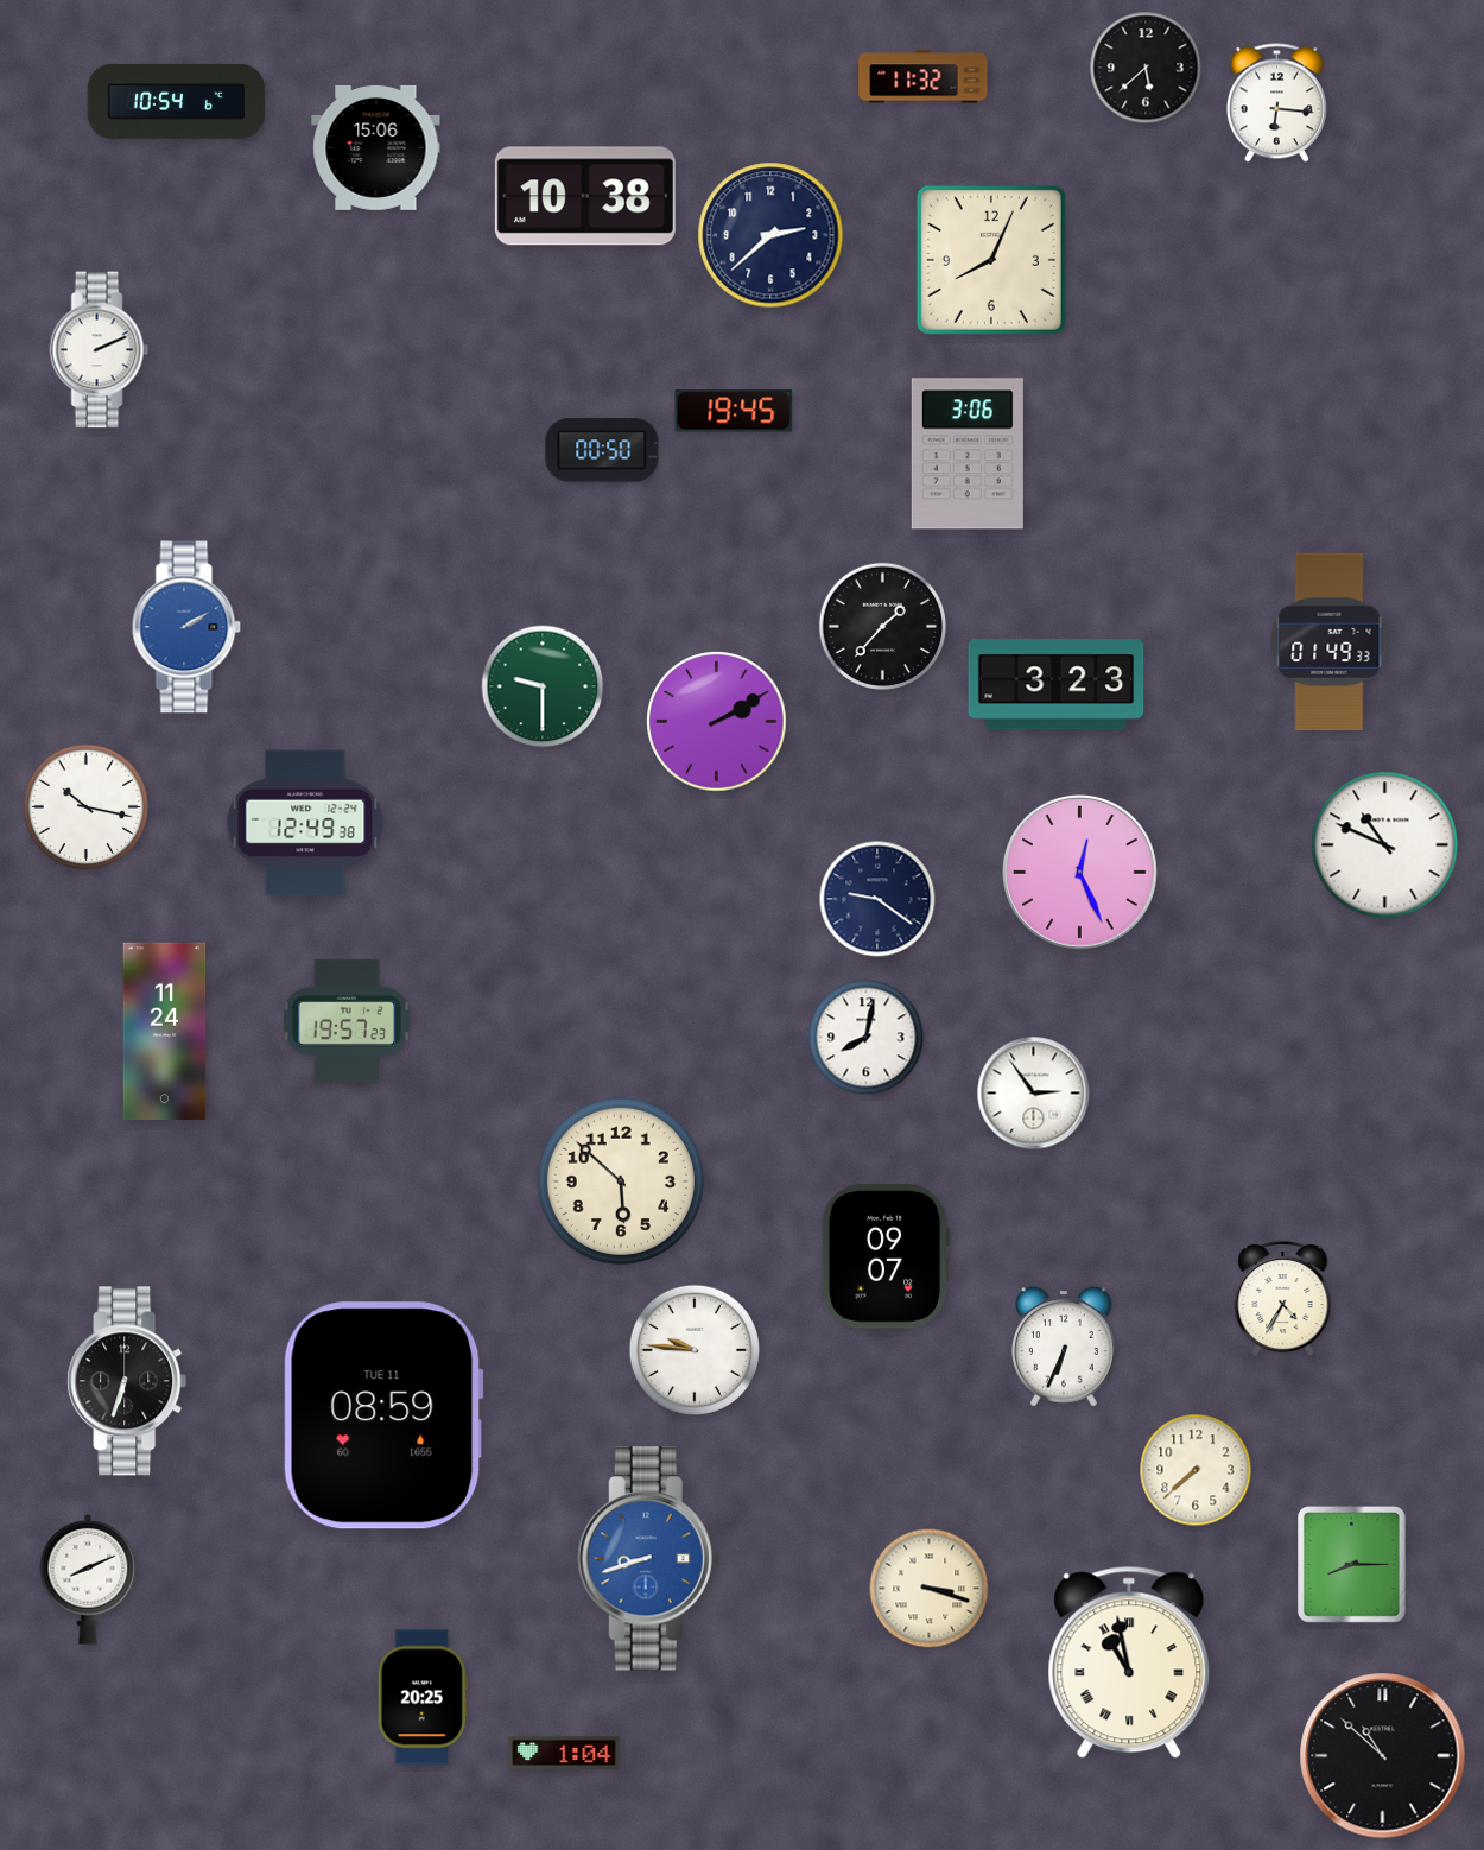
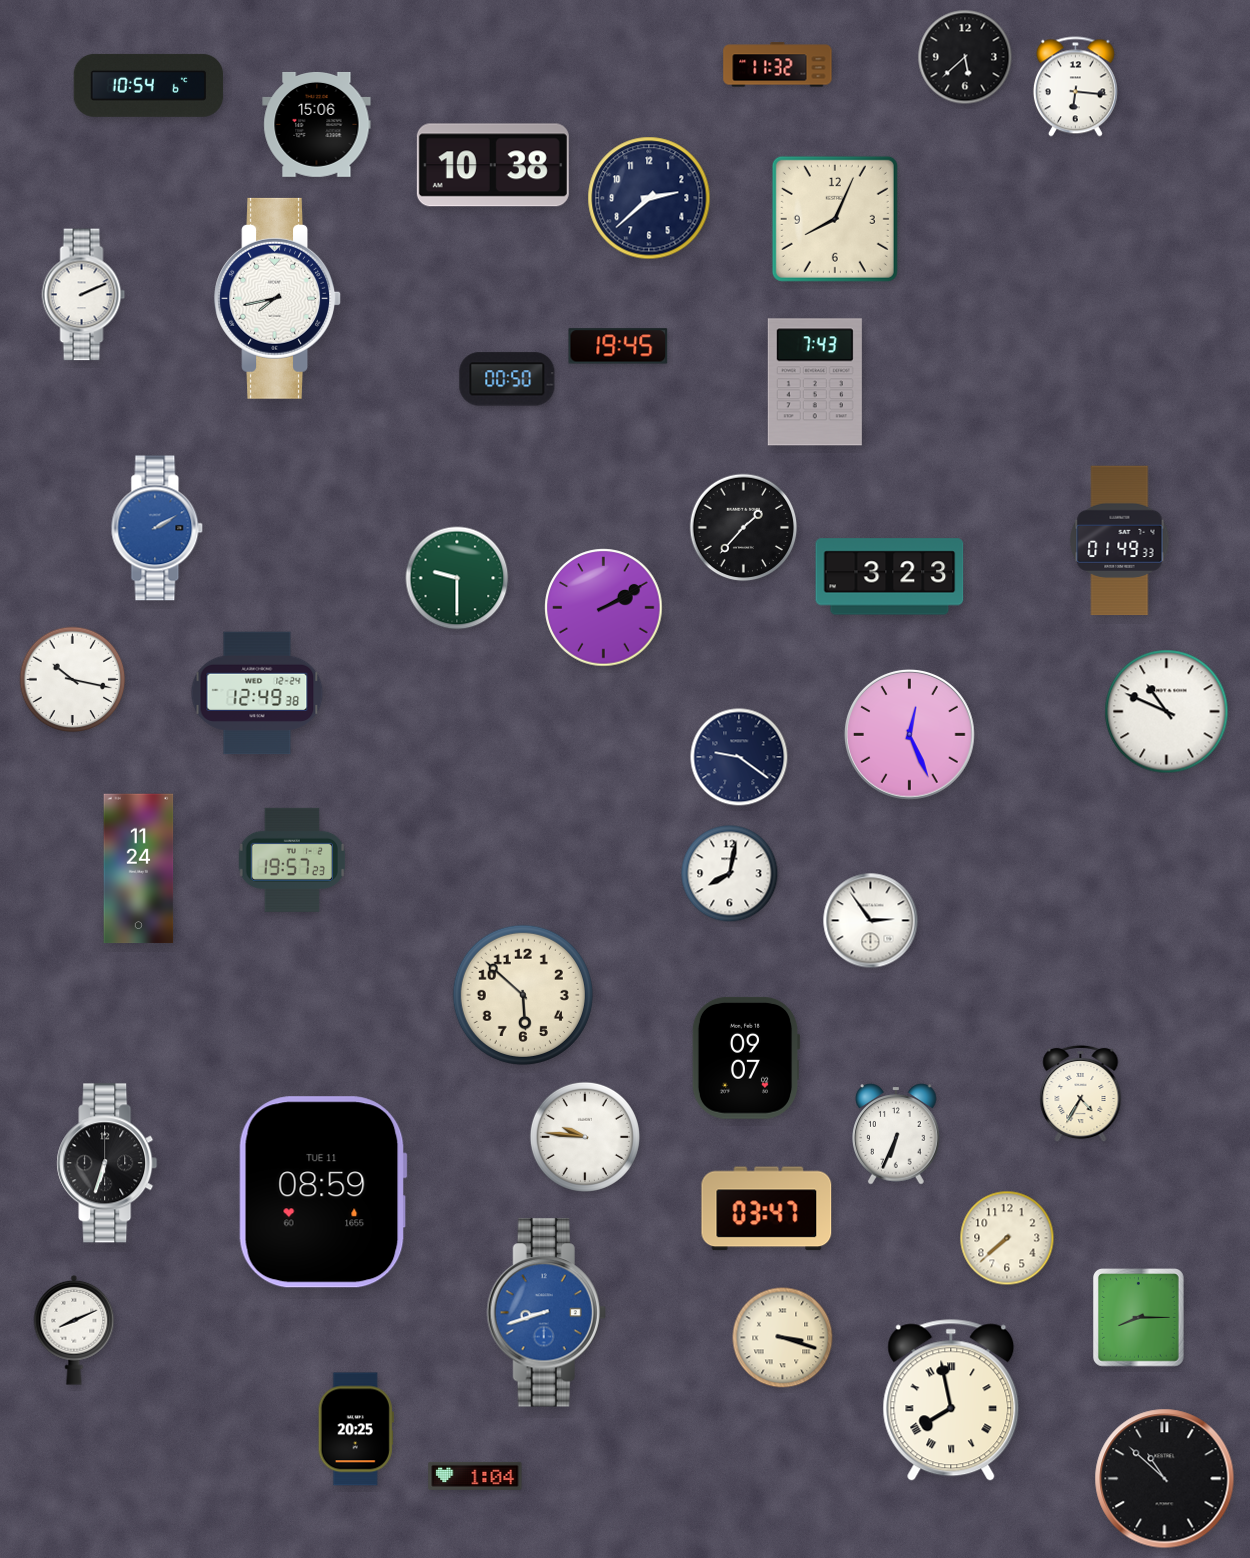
clock at (277, 298): none -> 7:43
clock at (968, 454): 3:06 -> 7:43
clock at (767, 1209): none -> 03:47
clock at (1129, 1662): 10:58 -> 7:58
